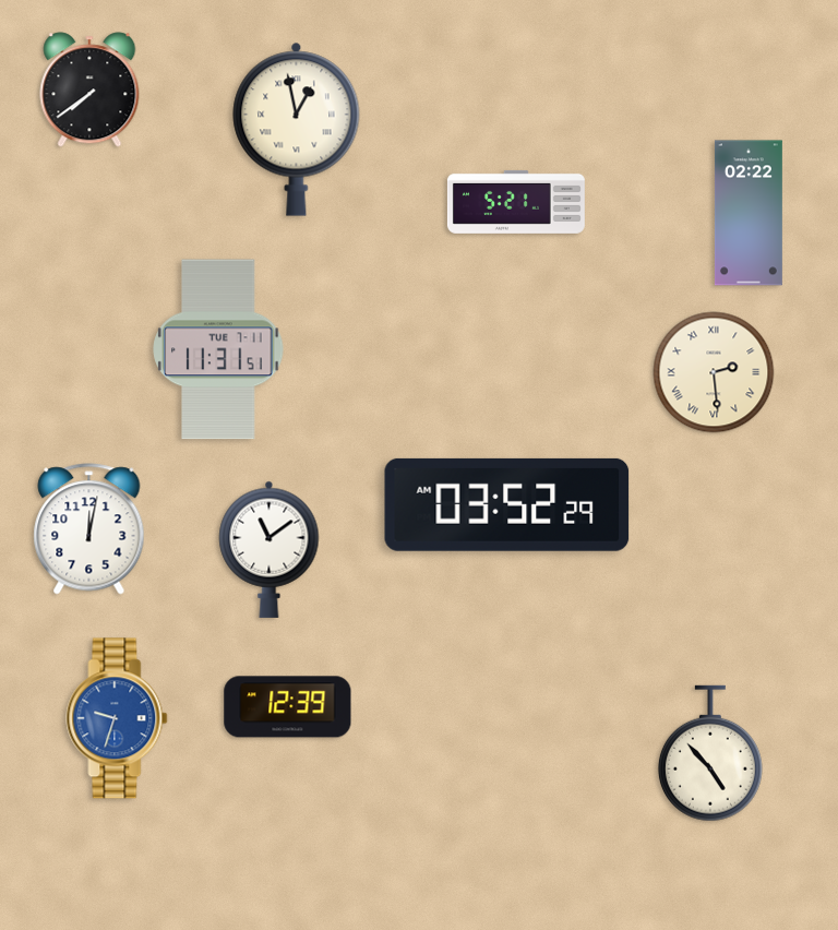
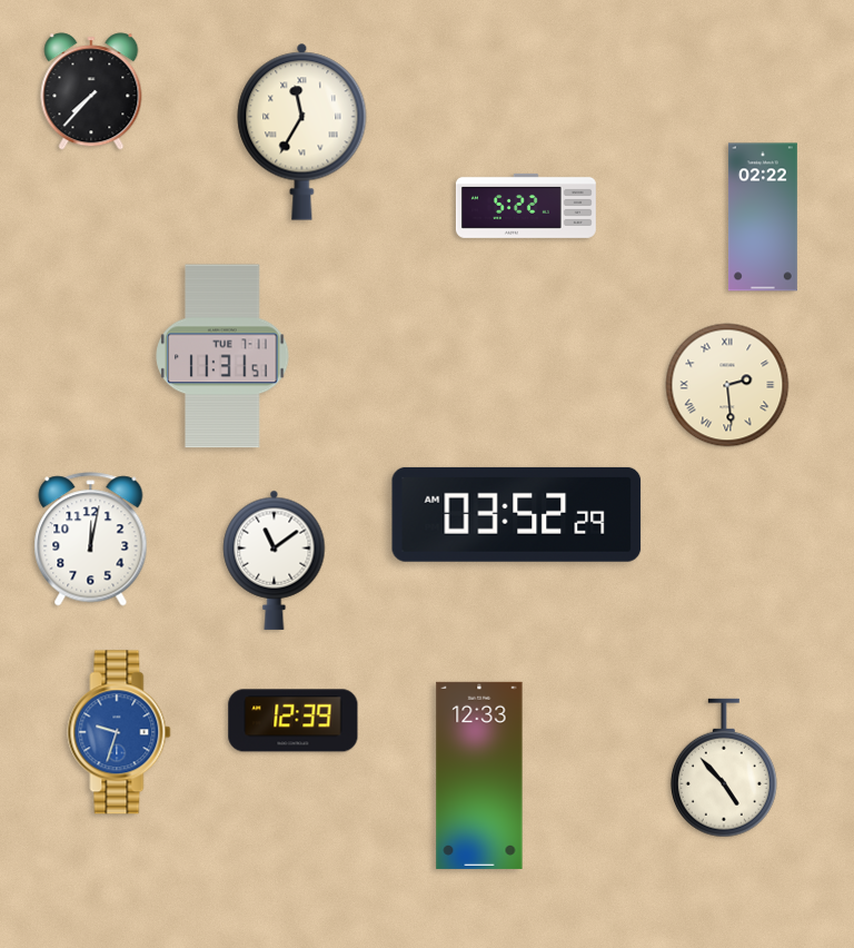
clock at (89, 90): 7:39 -> 7:37
clock at (297, 129): 12:58 -> 11:35
clock at (516, 202): 5:21 -> 5:22
clock at (714, 372) position: (714, 372) -> (727, 385)
clock at (479, 776): none -> 12:33
